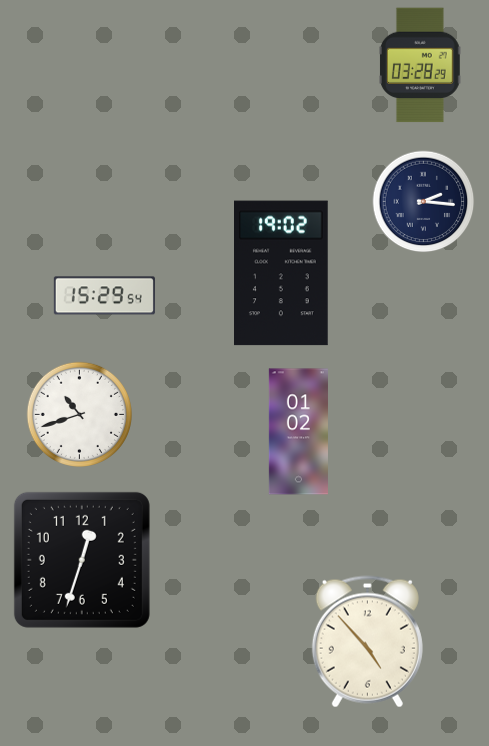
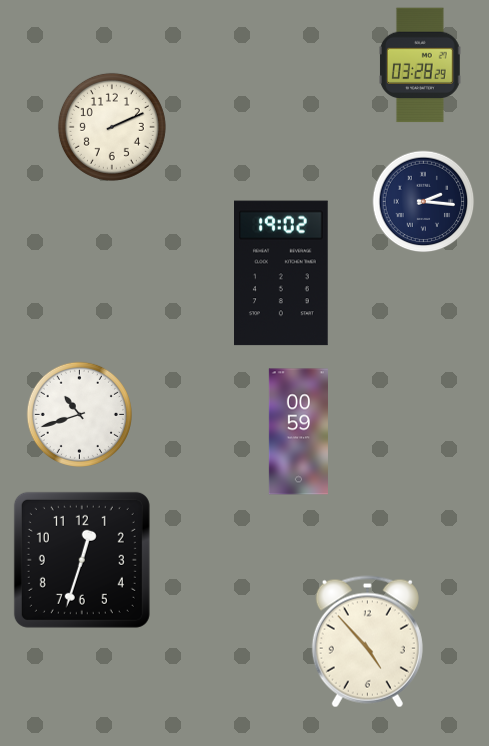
clock at (112, 127): none -> 2:11
clock at (104, 296): 15:29 -> none
clock at (298, 432): 01:02 -> 00:59
